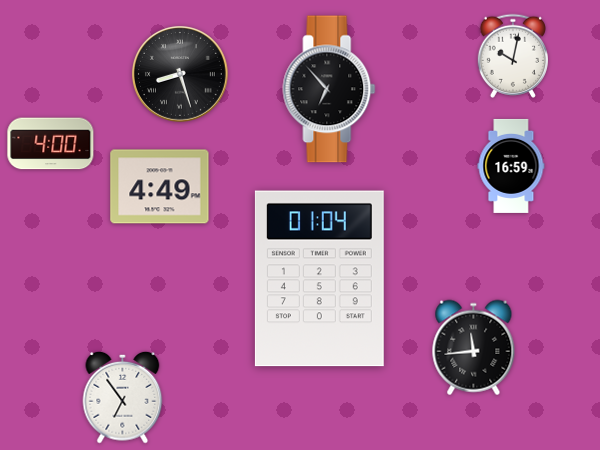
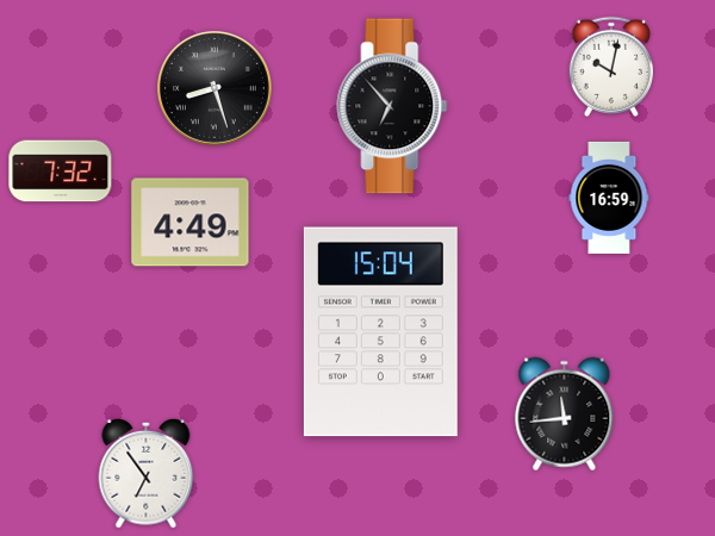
clock at (51, 144): 4:00 -> 7:32
clock at (319, 279): 01:04 -> 15:04
